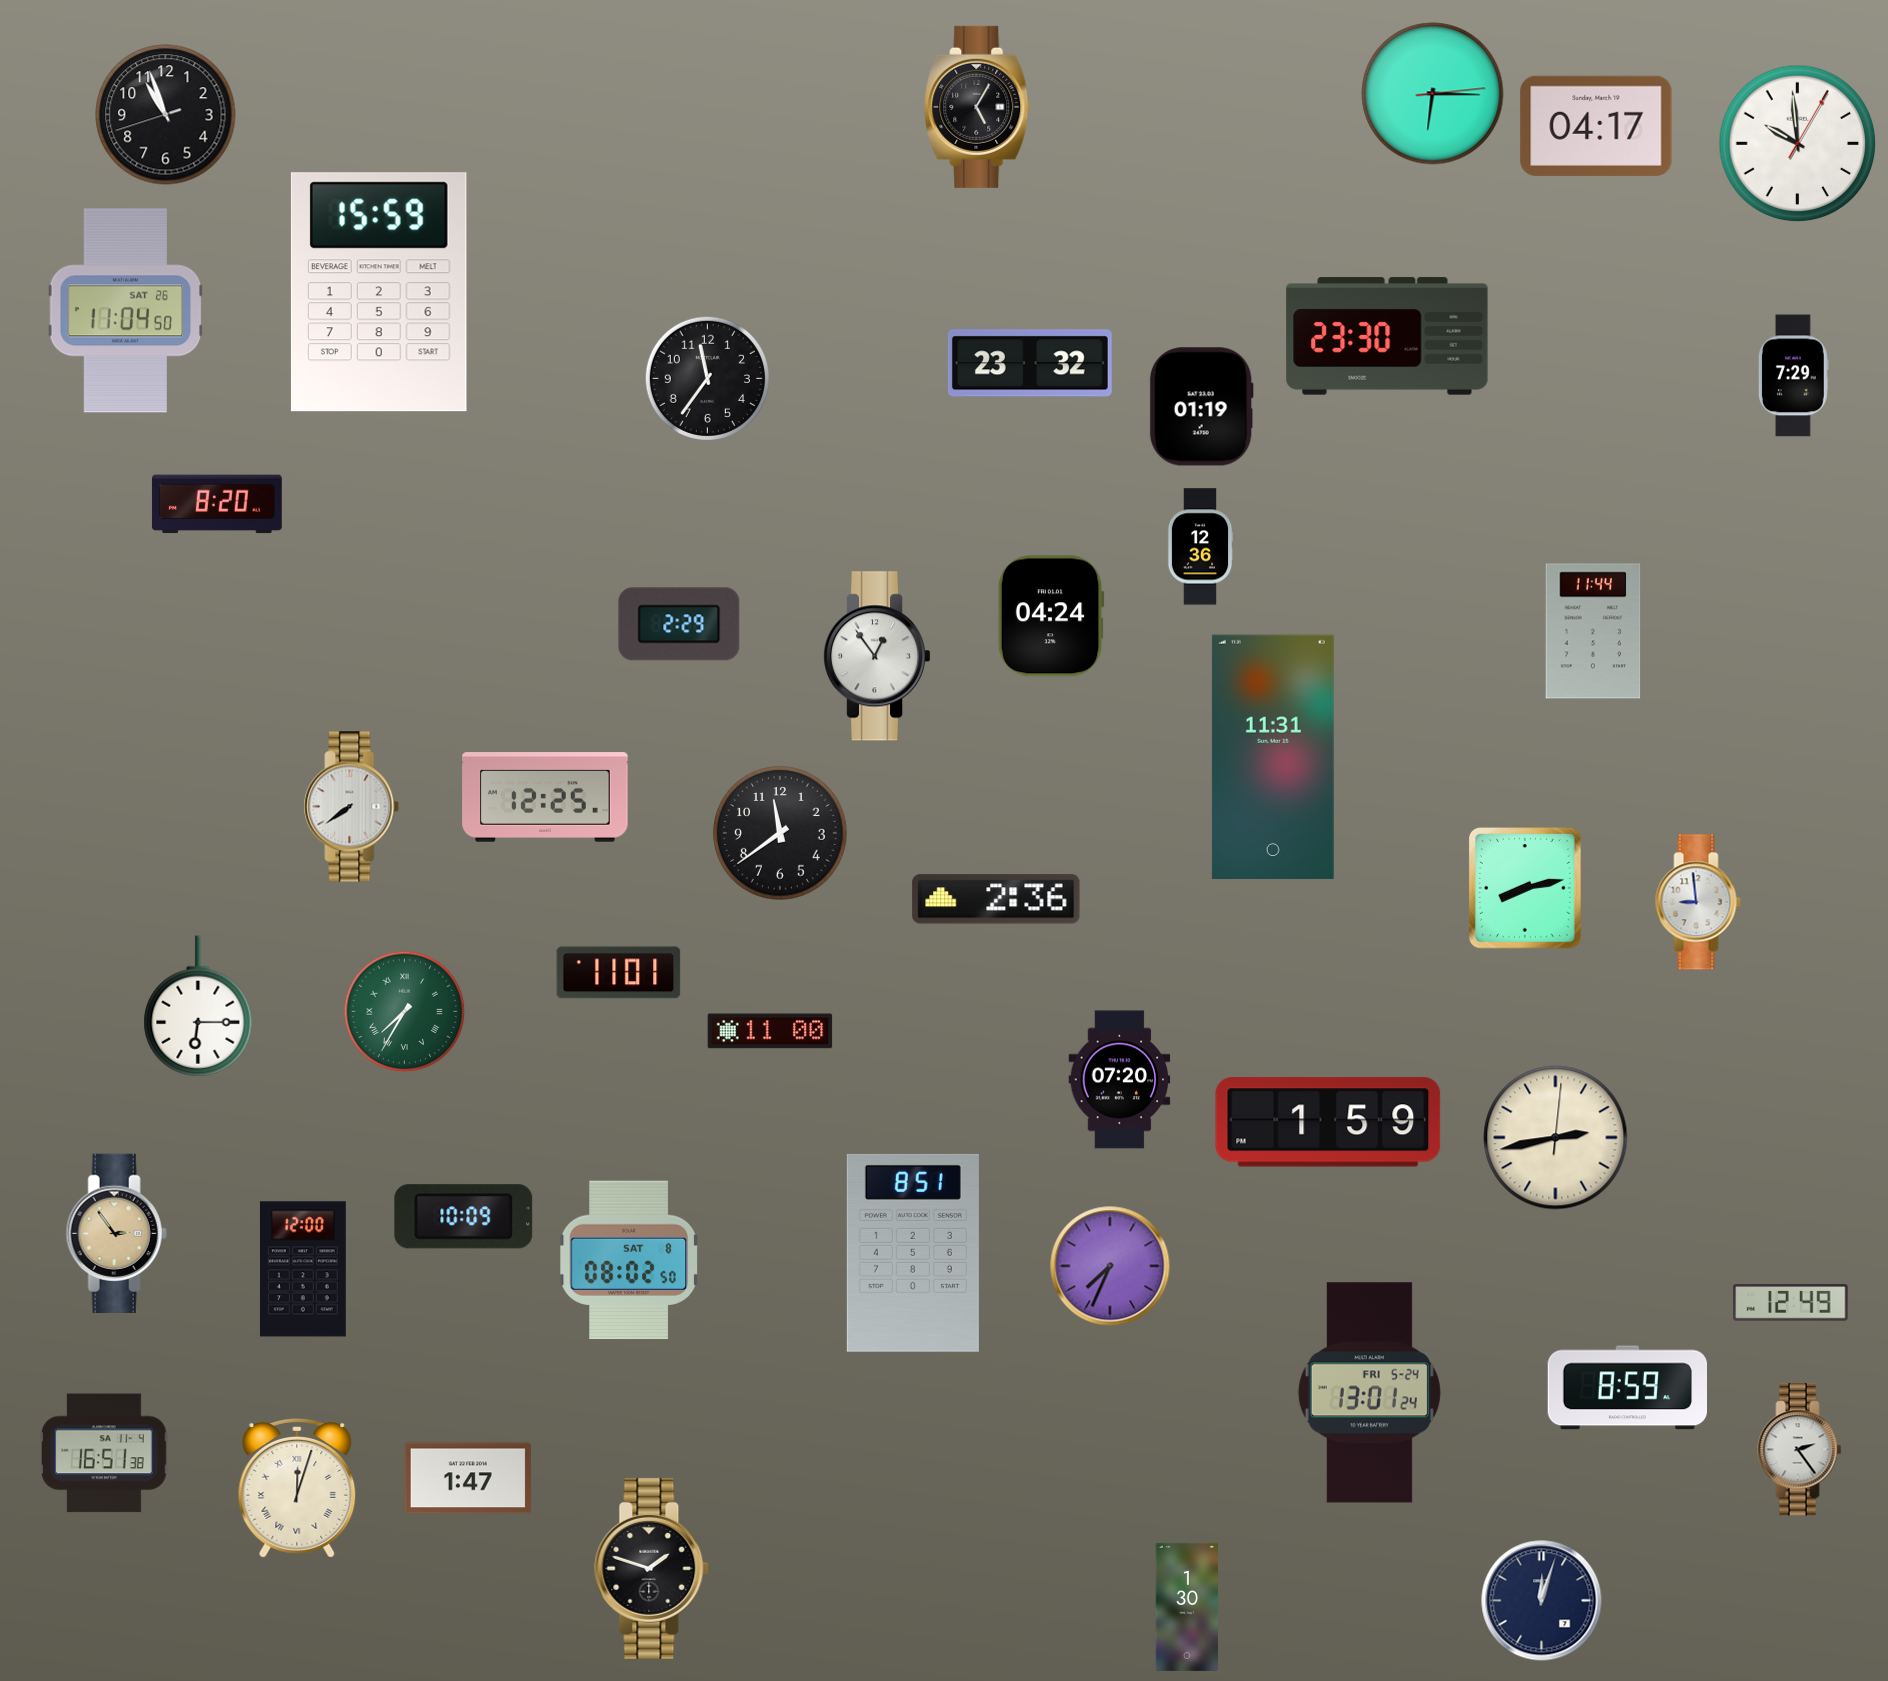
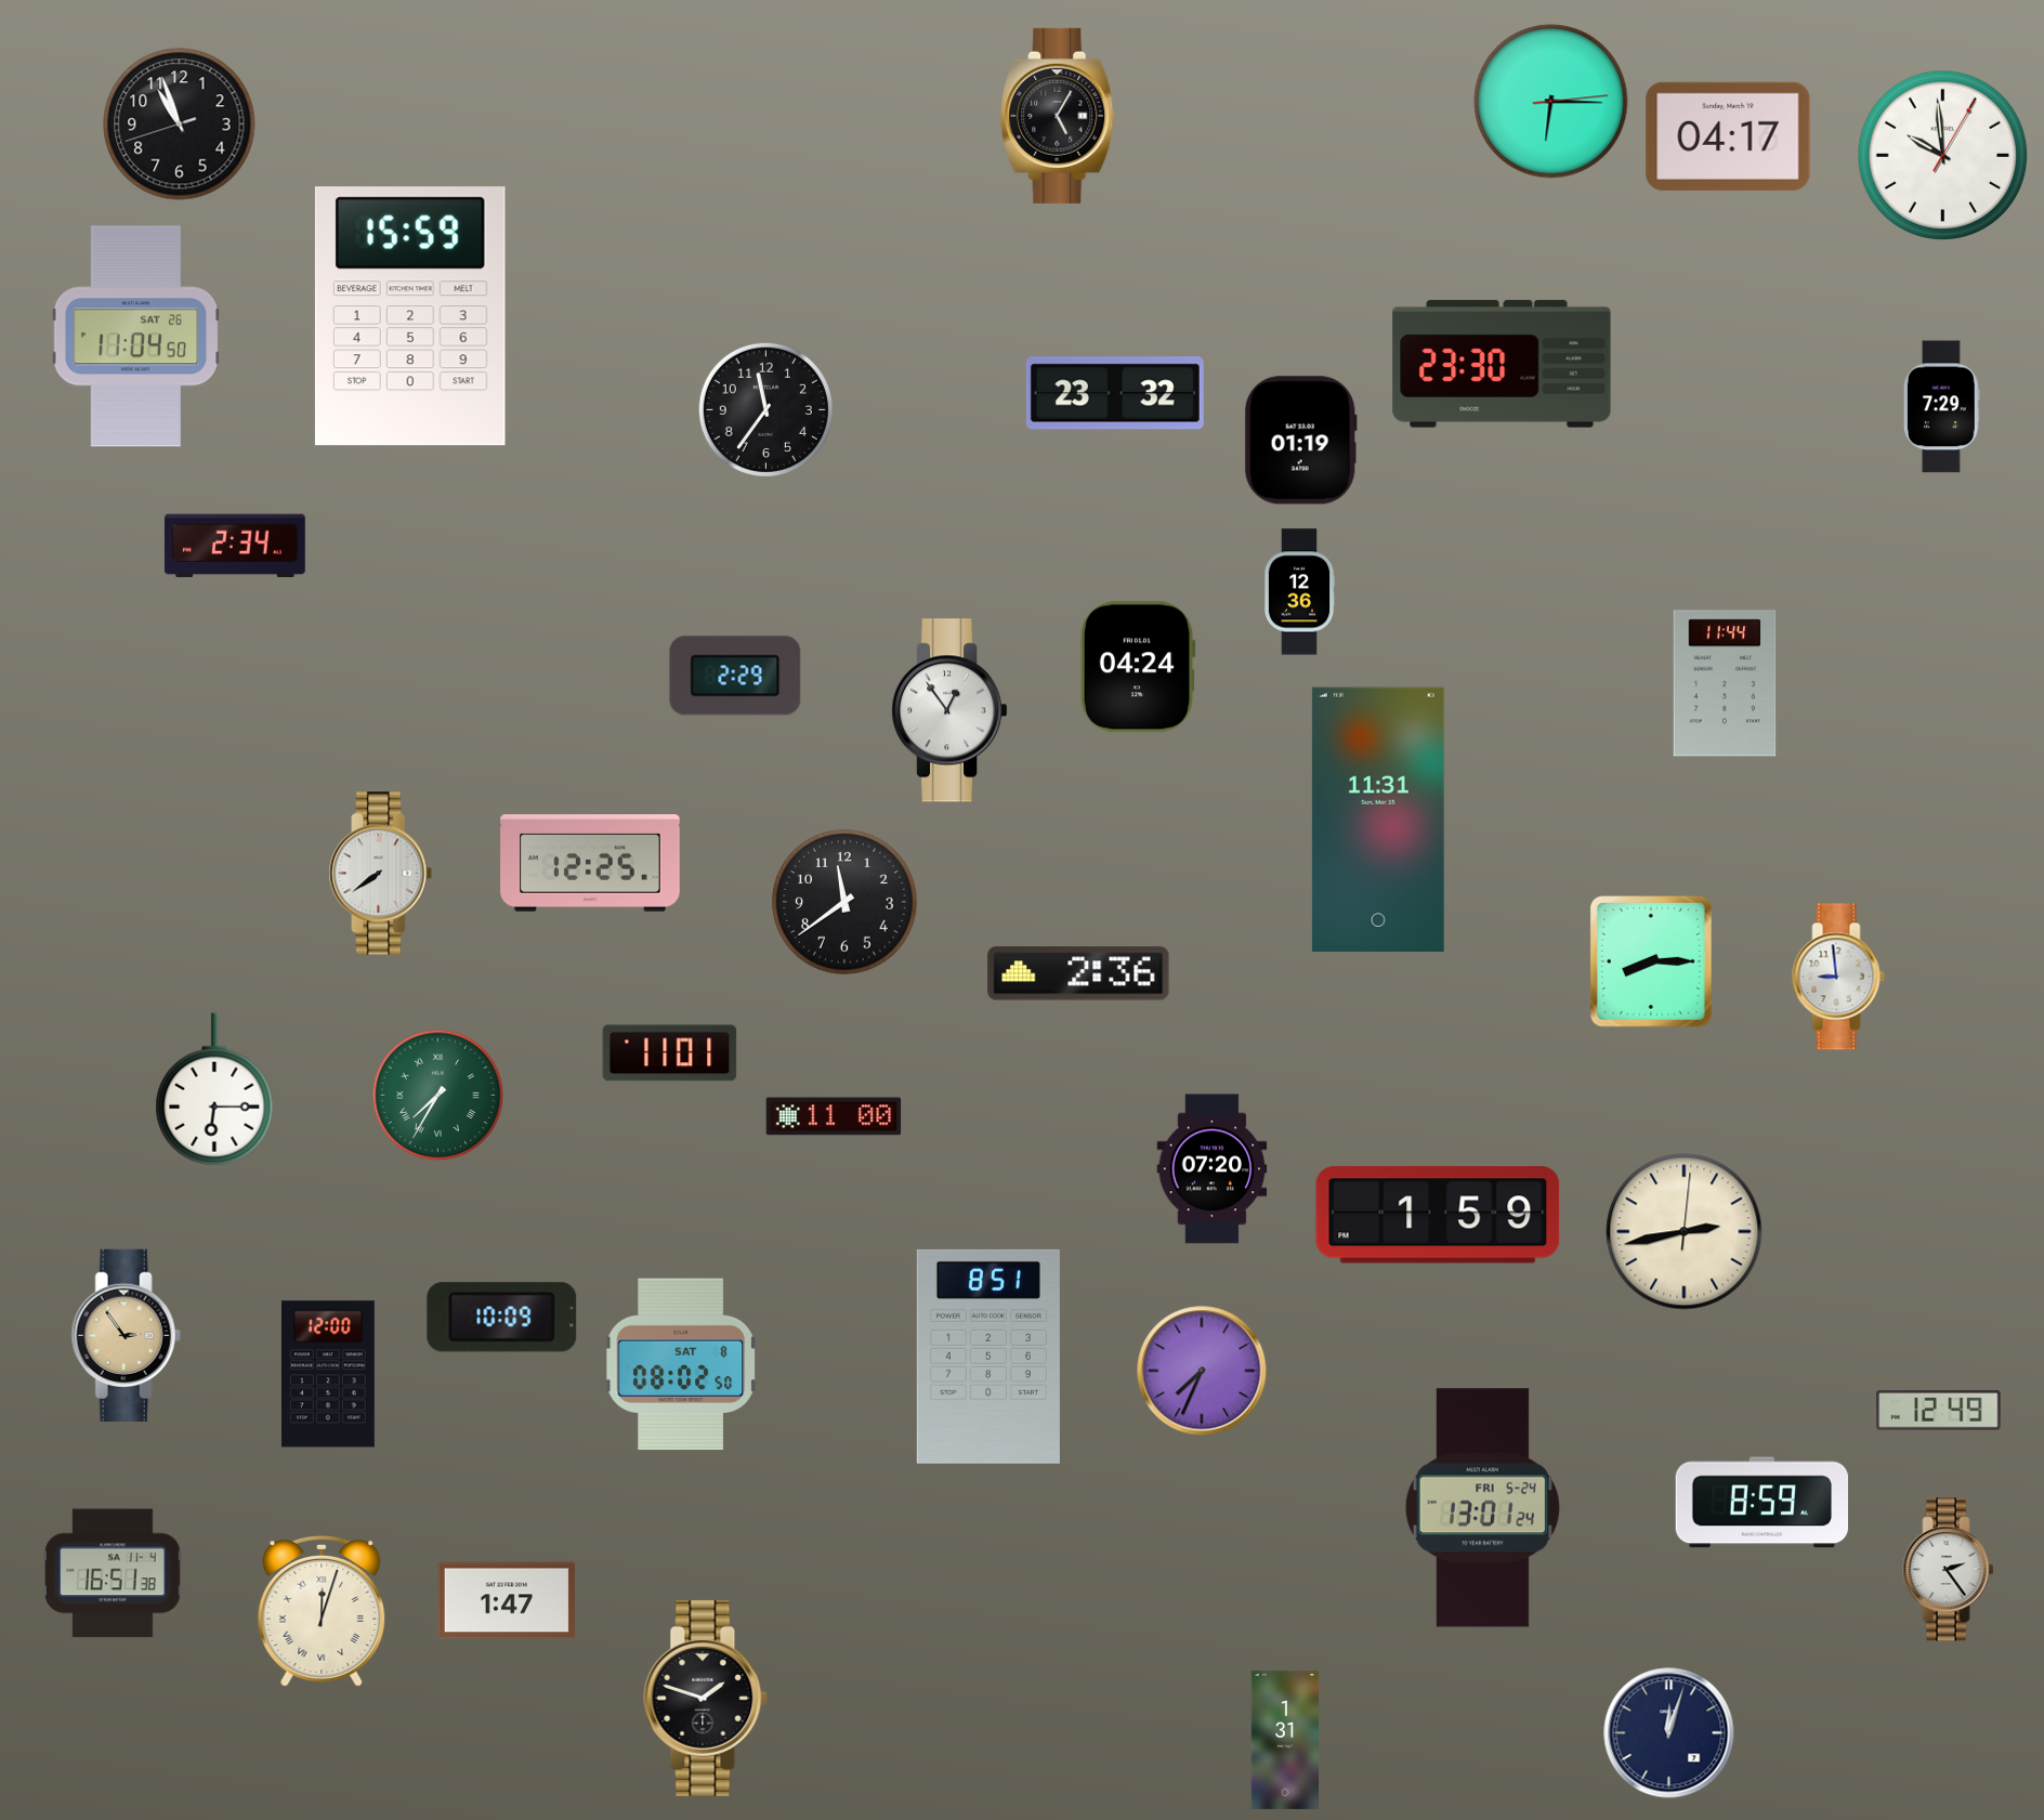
clock at (1798, 144) position: (1798, 144) -> (1943, 156)
clock at (217, 504): 8:20 -> 2:34
clock at (1526, 889): 8:13 -> 8:15
clock at (1187, 1607): 1:30 -> 1:31
